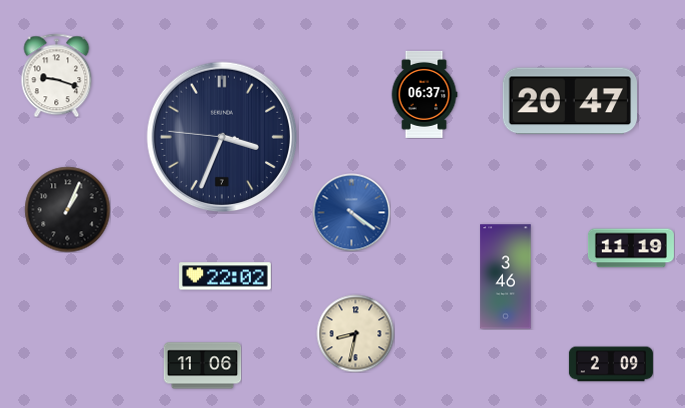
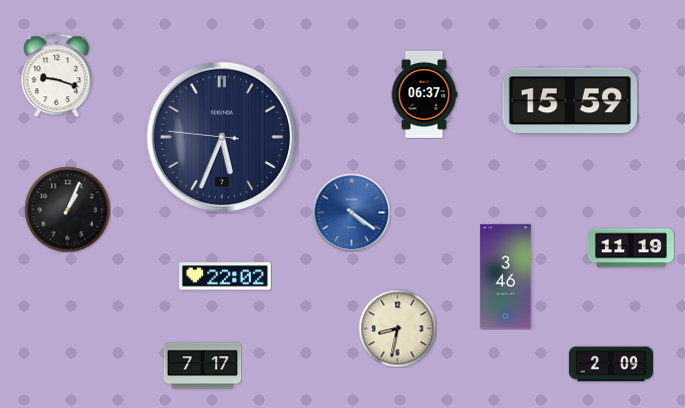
clock at (569, 101): 20:47 -> 15:59
clock at (222, 137): 3:33 -> 5:33
clock at (355, 333) position: (355, 333) -> (397, 328)
clock at (202, 366): 11:06 -> 7:17
